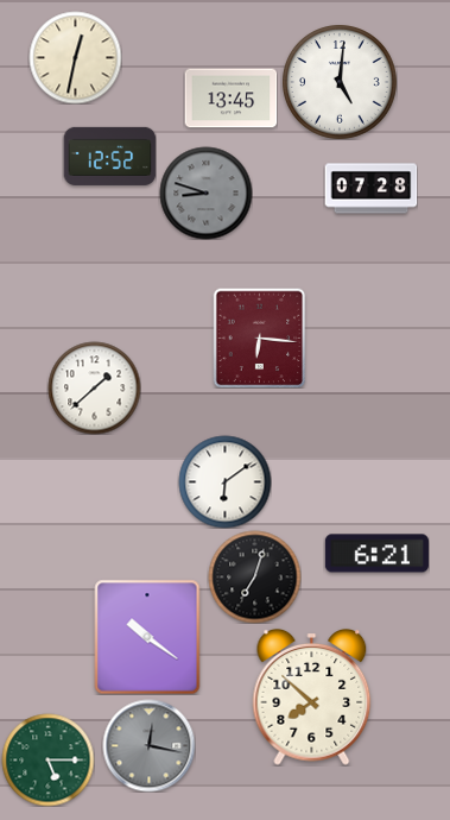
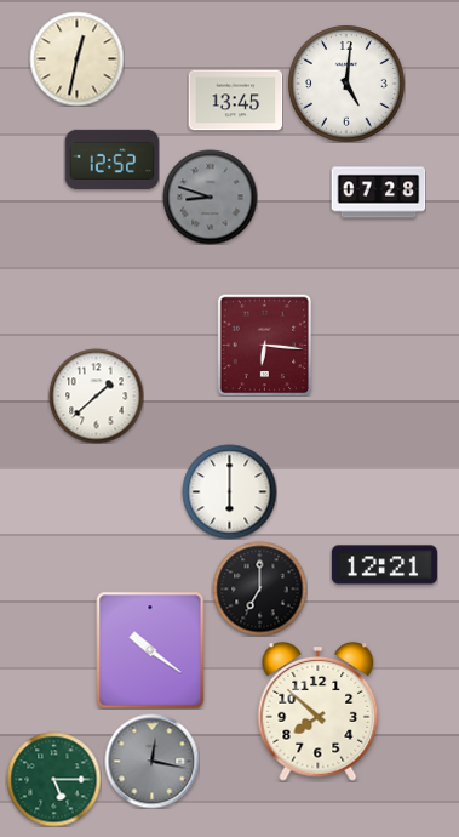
clock at (224, 481): 6:09 -> 6:00
clock at (376, 554): 6:21 -> 12:21
clock at (254, 576): 7:03 -> 7:00
clock at (47, 759) position: (47, 759) -> (53, 779)
